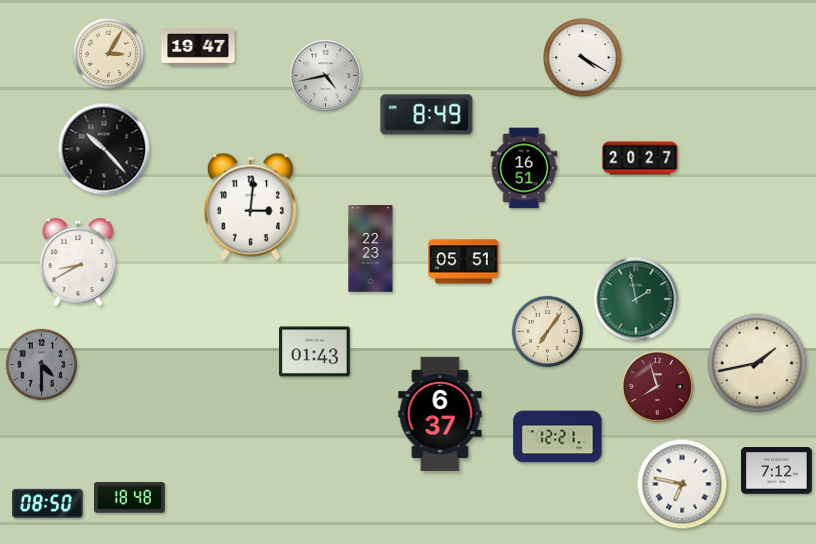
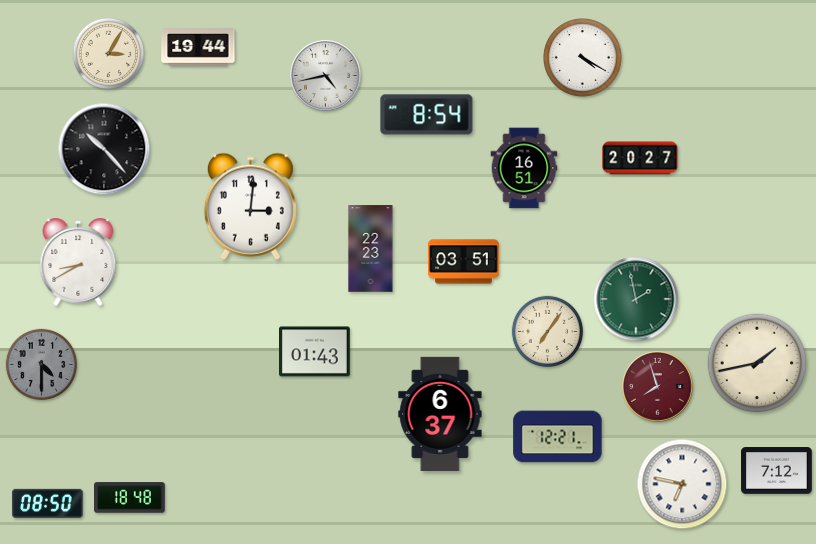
clock at (198, 47): 19:47 -> 19:44
clock at (427, 115): 8:49 -> 8:54
clock at (464, 262): 05:51 -> 03:51
